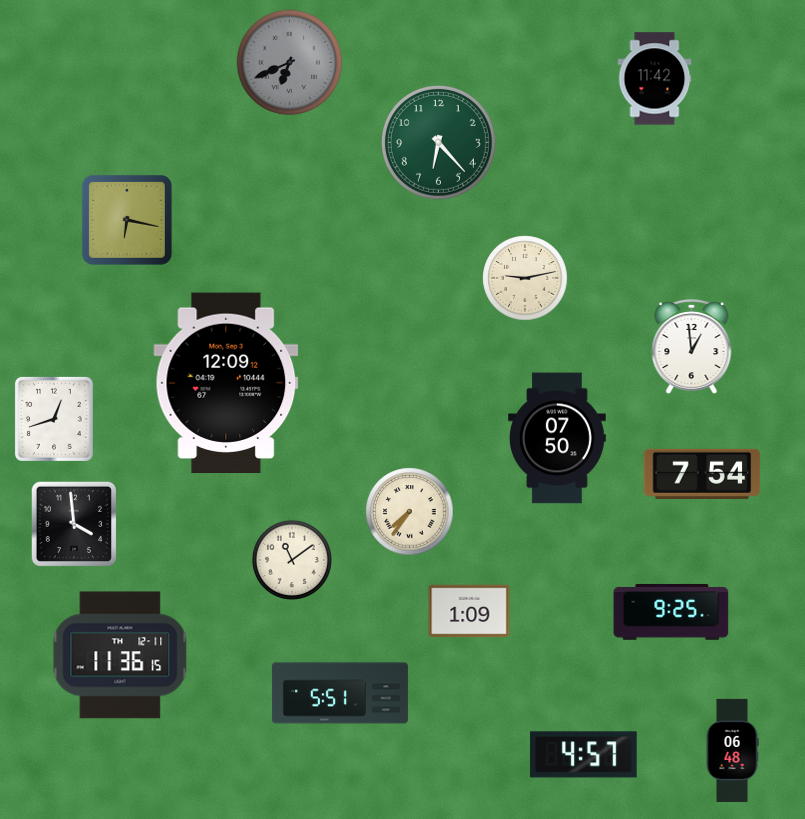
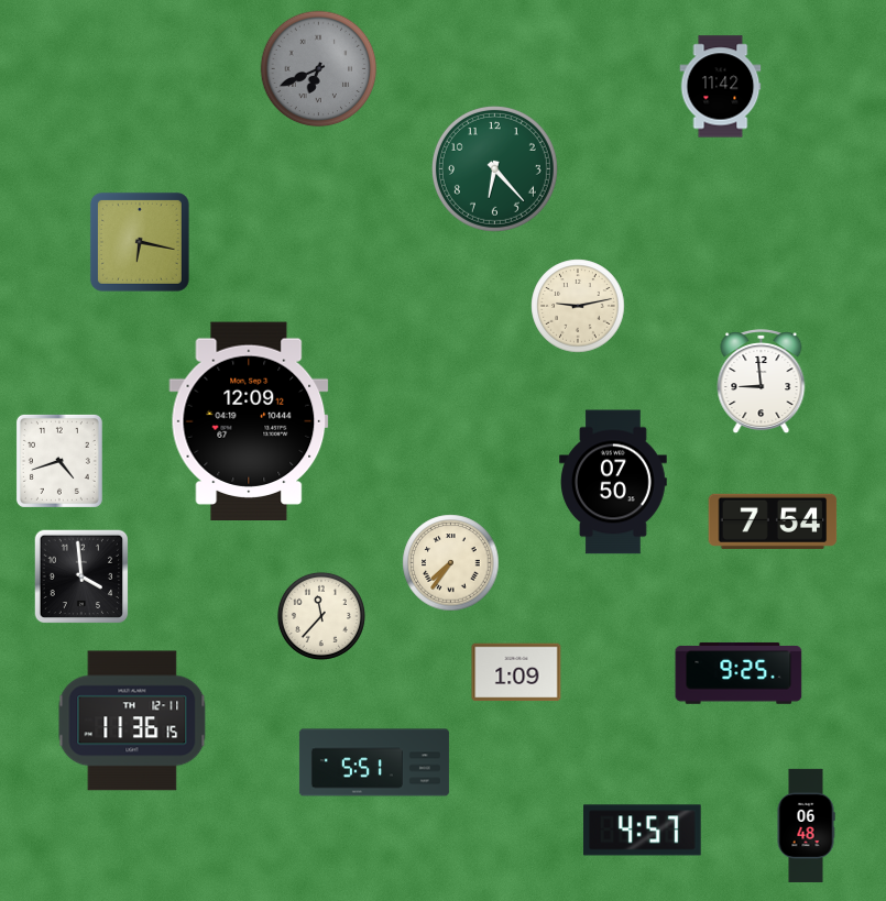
clock at (438, 142) position: (438, 142) -> (494, 168)
clock at (692, 347): 12:59 -> 8:59
clock at (54, 419): 12:42 -> 4:42
clock at (292, 560): 11:09 -> 11:37
